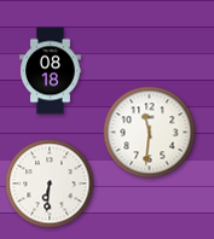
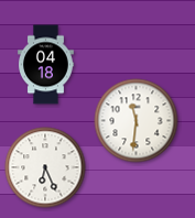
clock at (51, 71): 08:18 -> 04:18
clock at (50, 183): 6:31 -> 6:26
